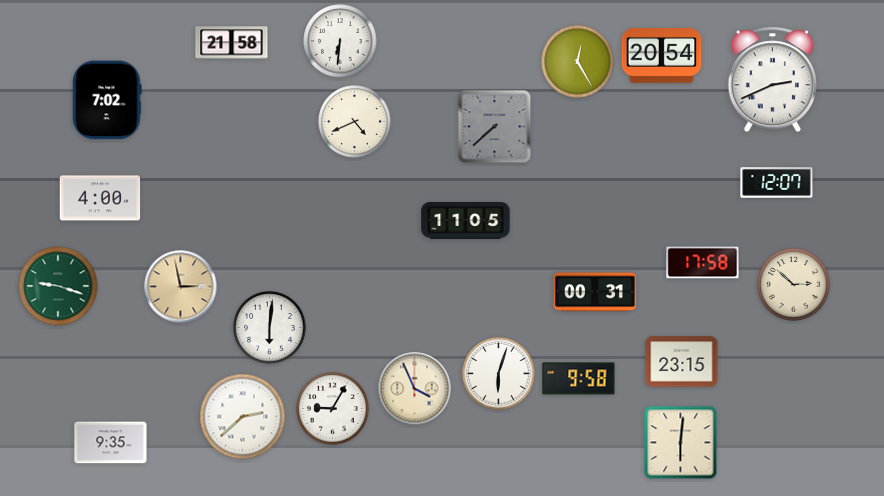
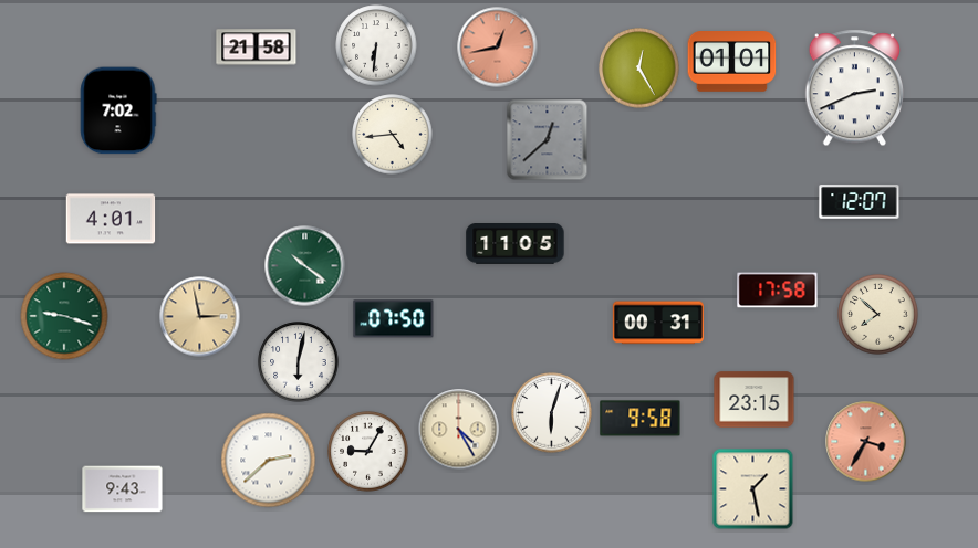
clock at (498, 48): none -> 12:43
clock at (662, 56): 20:54 -> 01:01
clock at (355, 122): 4:41 -> 4:44
clock at (495, 127): 7:38 -> 12:38
clock at (100, 198): 4:00 -> 4:01
clock at (305, 266): none -> 10:21
clock at (794, 285): 2:52 -> 7:52
clock at (394, 319): none -> 07:50
clock at (270, 328): 6:01 -> 6:02
clock at (415, 389): 3:56 -> 4:25
clock at (866, 442): none -> 3:35
clock at (111, 443): 9:35 -> 9:43
clock at (681, 443): 6:01 -> 1:28
